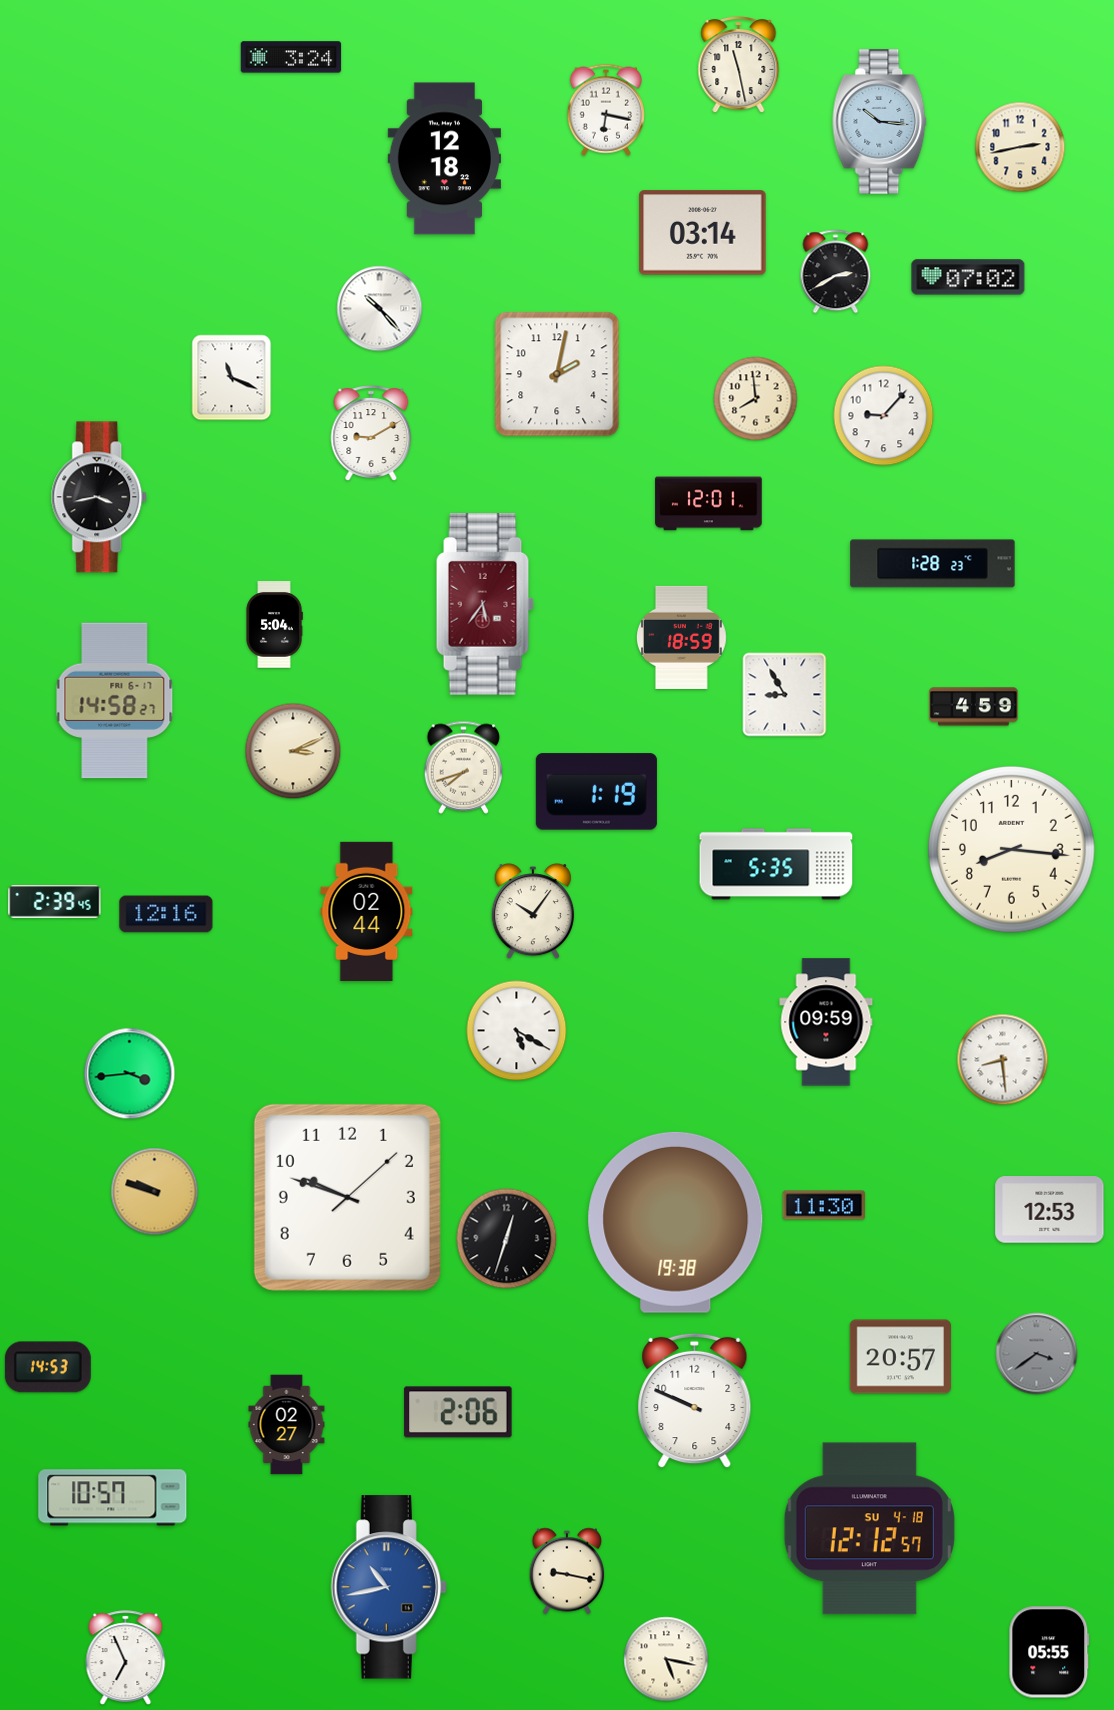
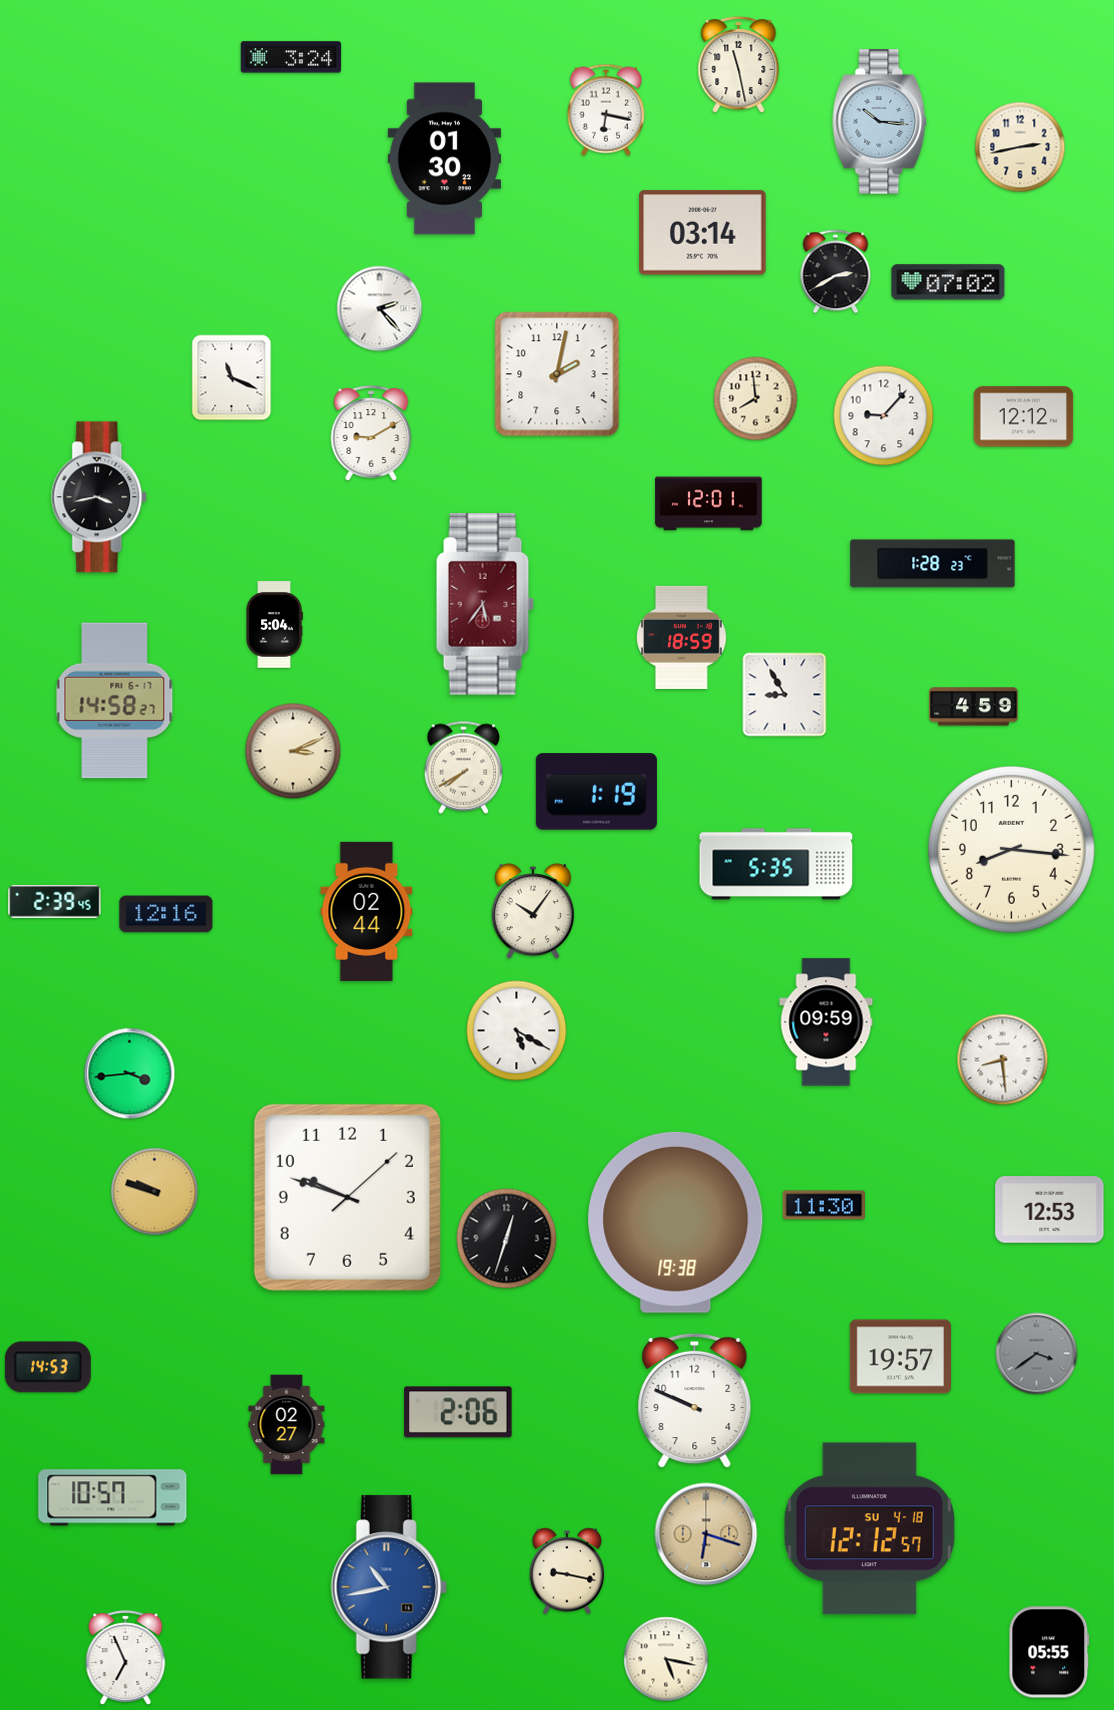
clock at (444, 159): 12:18 -> 01:30
clock at (968, 277) position: (968, 277) -> (948, 282)
clock at (380, 309): 10:23 -> 2:23
clock at (1024, 417): none -> 12:12
clock at (464, 767): 7:42 -> 7:40
clock at (900, 1357): 20:57 -> 19:57
clock at (706, 1534): none -> 6:18
